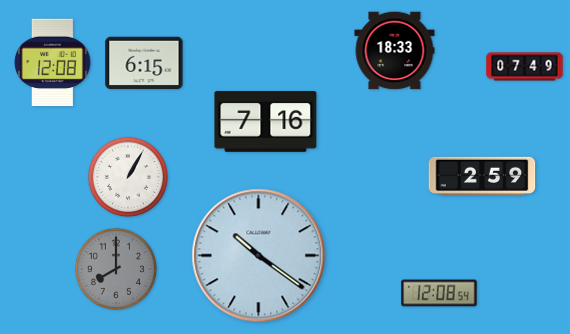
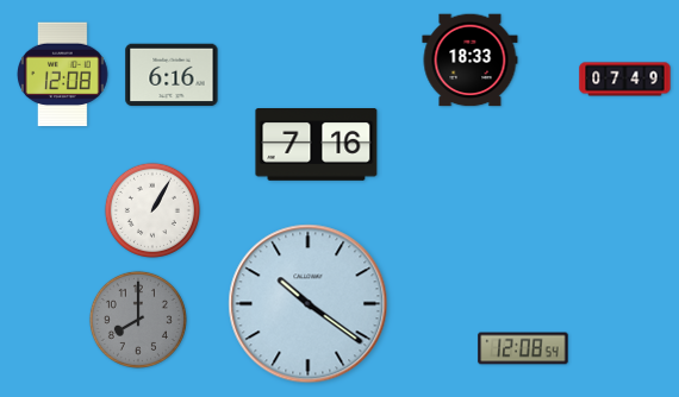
clock at (144, 63): 6:15 -> 6:16
clock at (482, 176): 2:59 -> none
